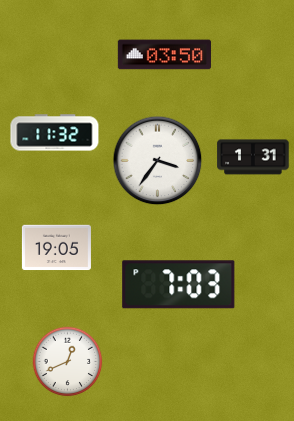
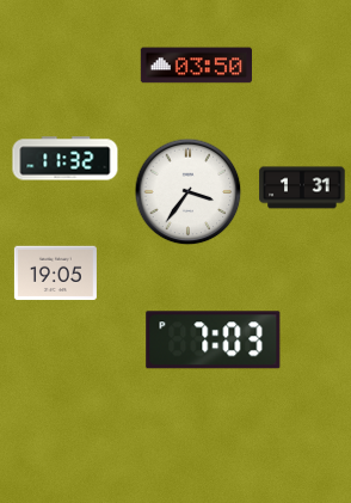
clock at (56, 248) position: (56, 248) -> (55, 274)
clock at (68, 362): 12:41 -> none
